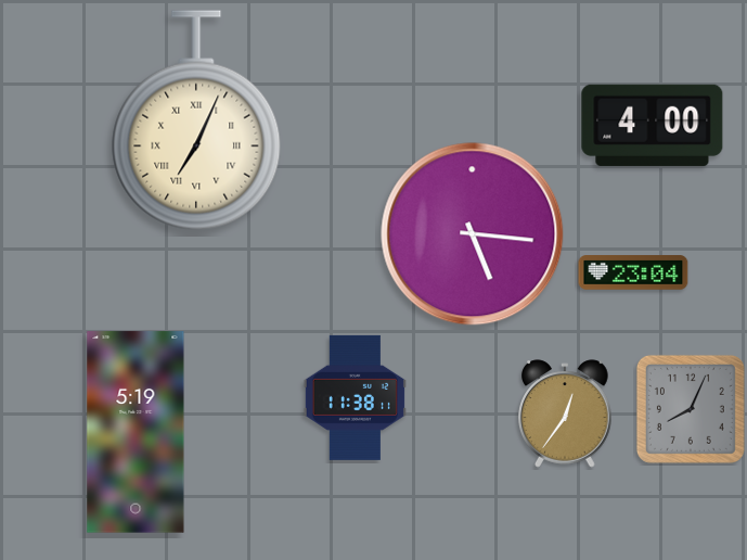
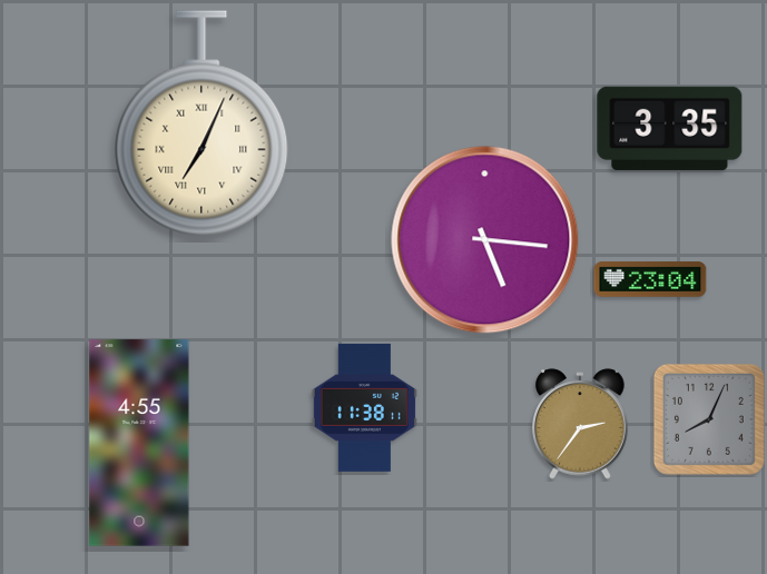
clock at (653, 125): 4:00 -> 3:35
clock at (565, 413): 12:36 -> 2:36
clock at (136, 432): 5:19 -> 4:55
